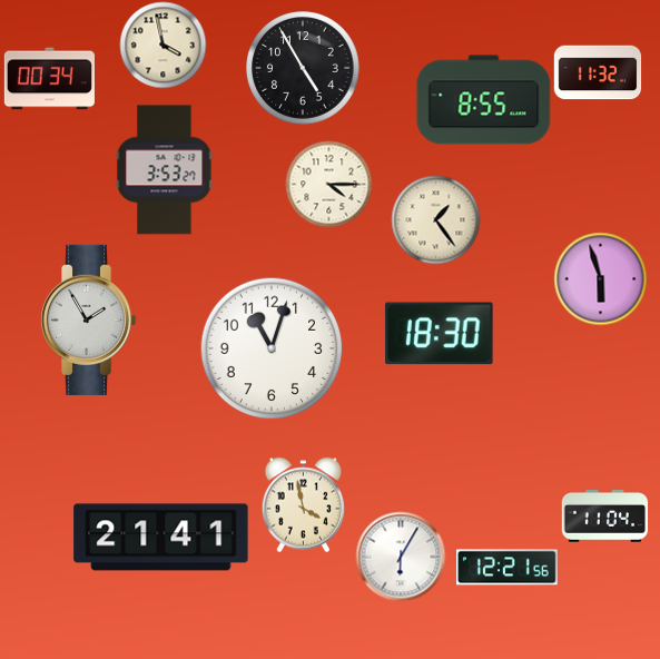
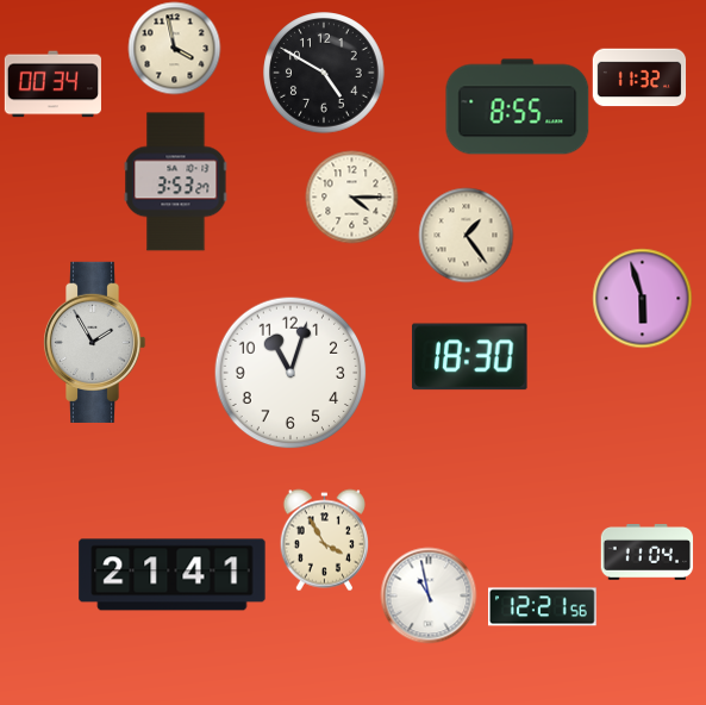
clock at (303, 68): 4:55 -> 4:50
clock at (303, 504): 3:58 -> 3:55
clock at (401, 557): 6:05 -> 10:58
